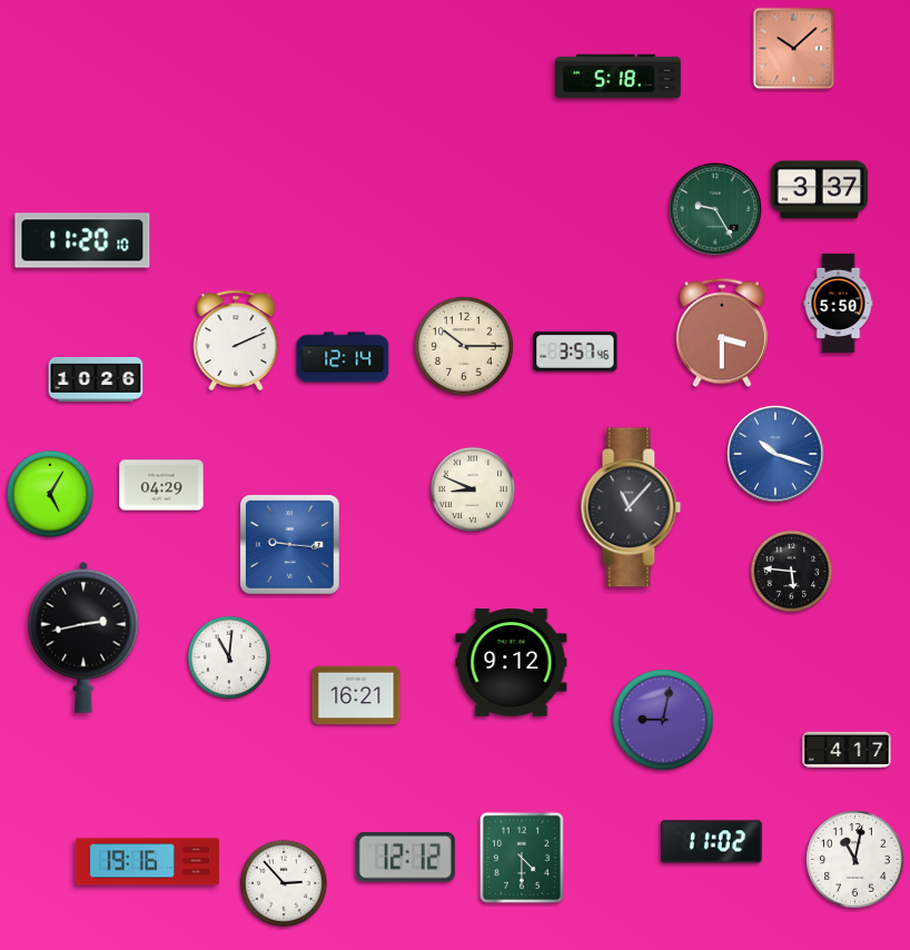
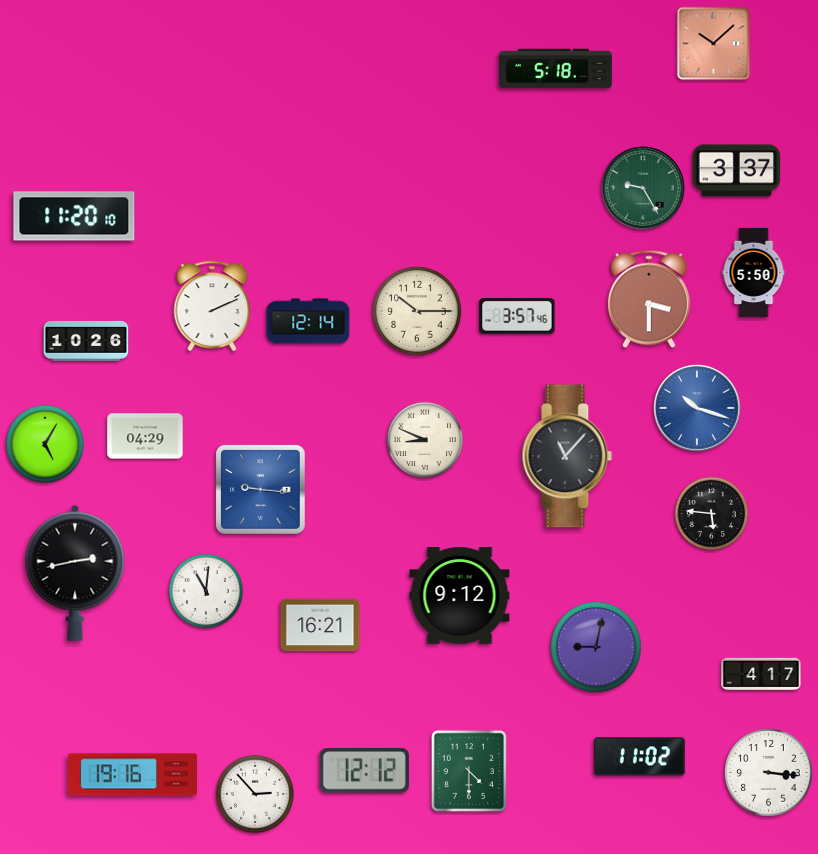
clock at (855, 860): 11:02 -> 3:16
